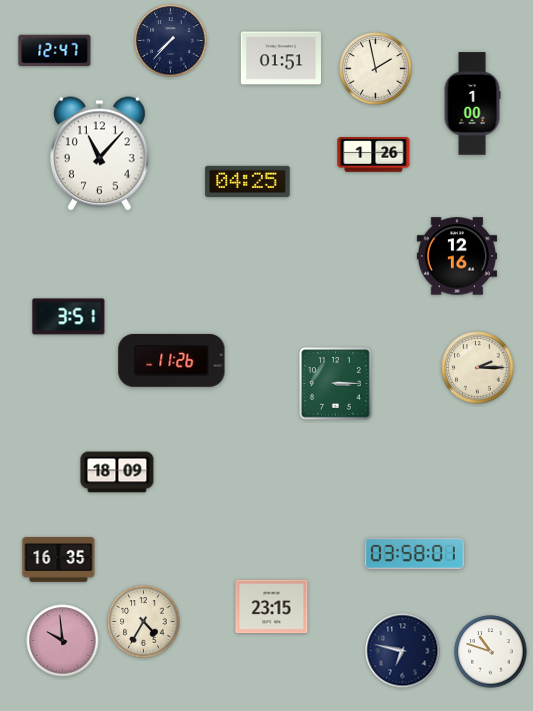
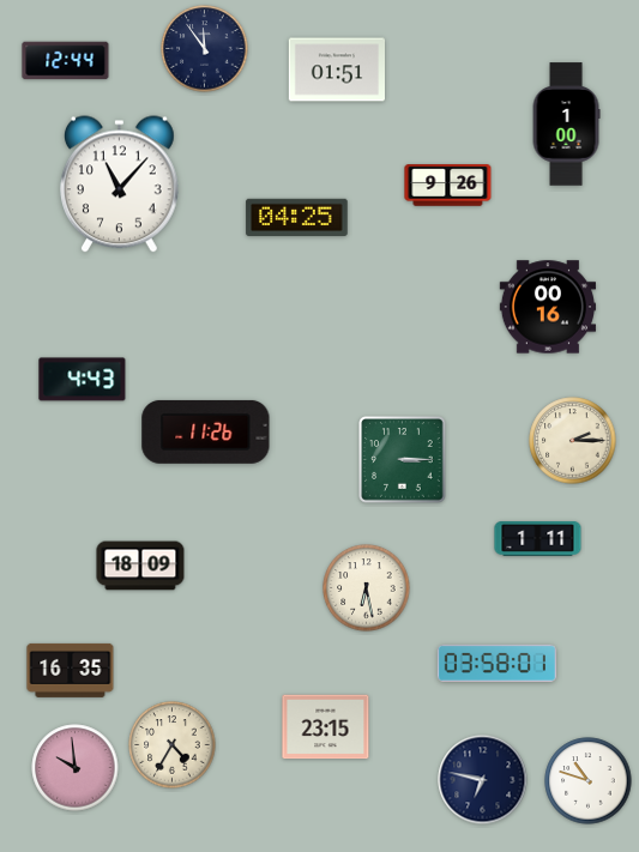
clock at (171, 41): 7:37 -> 11:54
clock at (55, 51): 12:47 -> 12:44
clock at (376, 69): 1:58 -> none
clock at (374, 155): 1:26 -> 9:26
clock at (456, 256): 12:16 -> 00:16
clock at (69, 317): 3:51 -> 4:43
clock at (538, 539): none -> 1:11
clock at (367, 588): none -> 6:28
